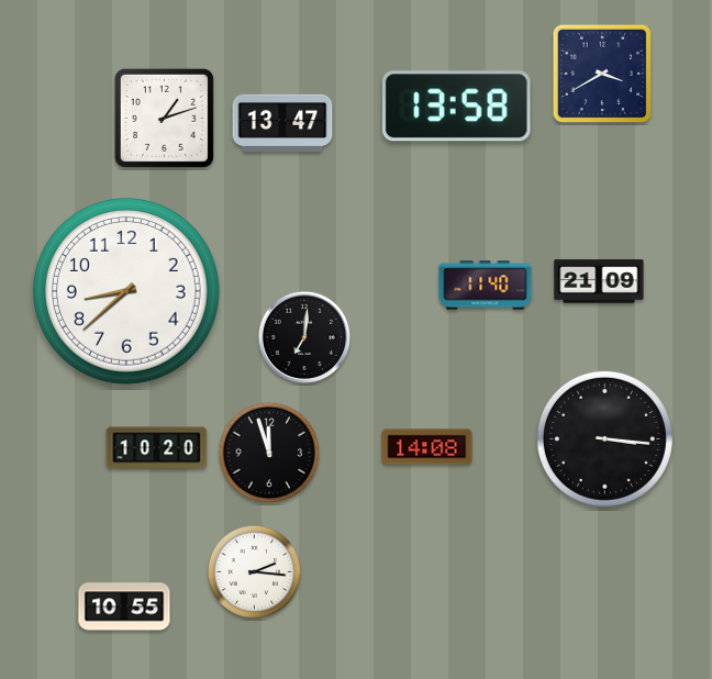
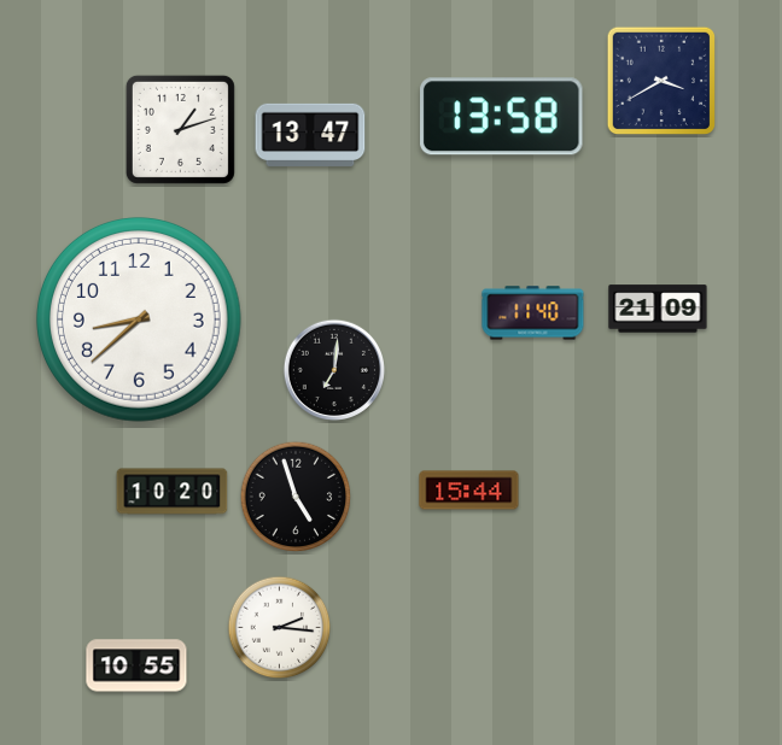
clock at (604, 438): 3:16 -> none
clock at (427, 447): 14:08 -> 15:44
clock at (269, 453): 11:57 -> 4:57
